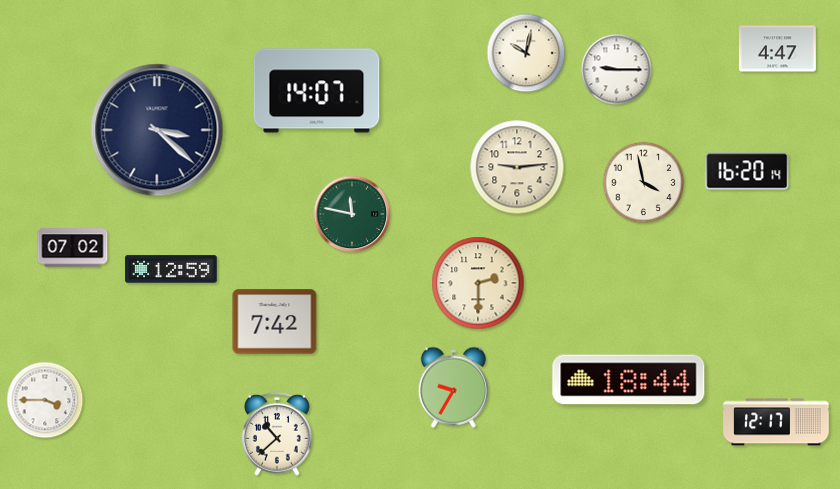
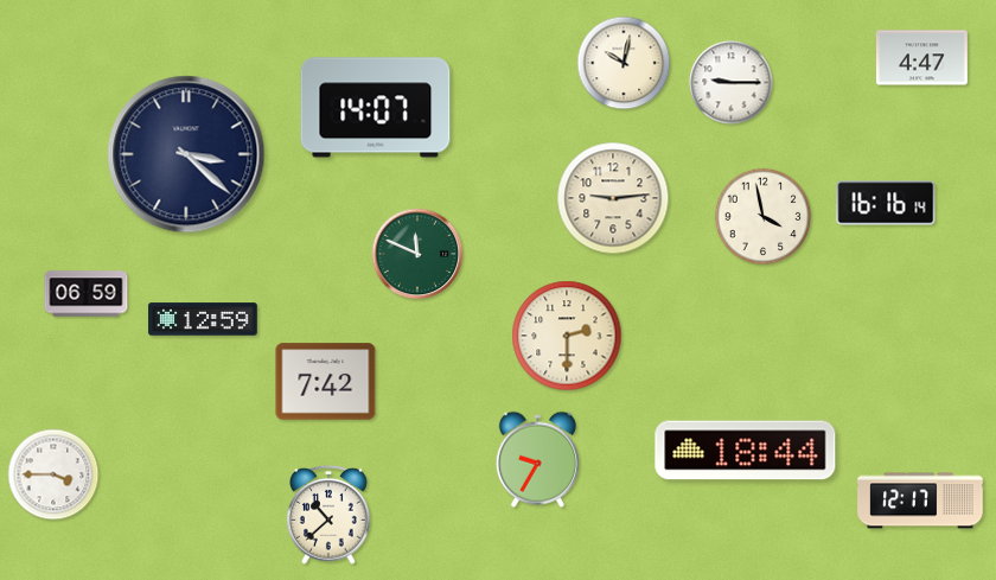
clock at (747, 171): 16:20 -> 16:16
clock at (352, 214): 11:47 -> 11:49
clock at (73, 248): 07:02 -> 06:59
